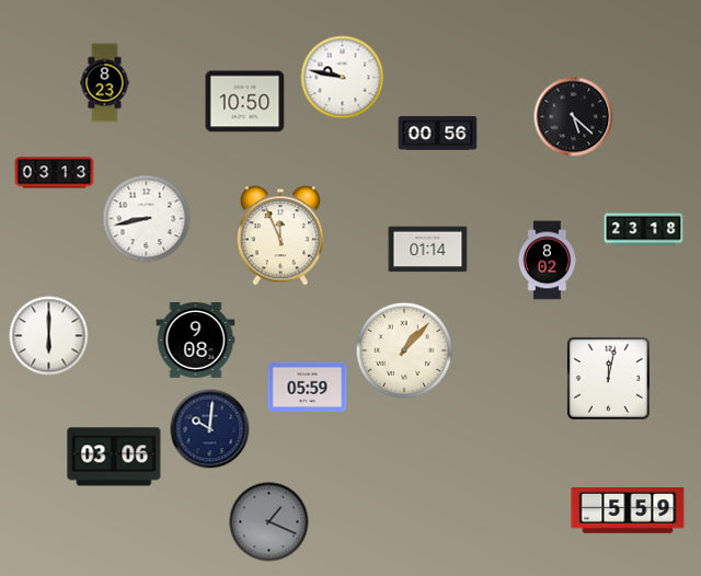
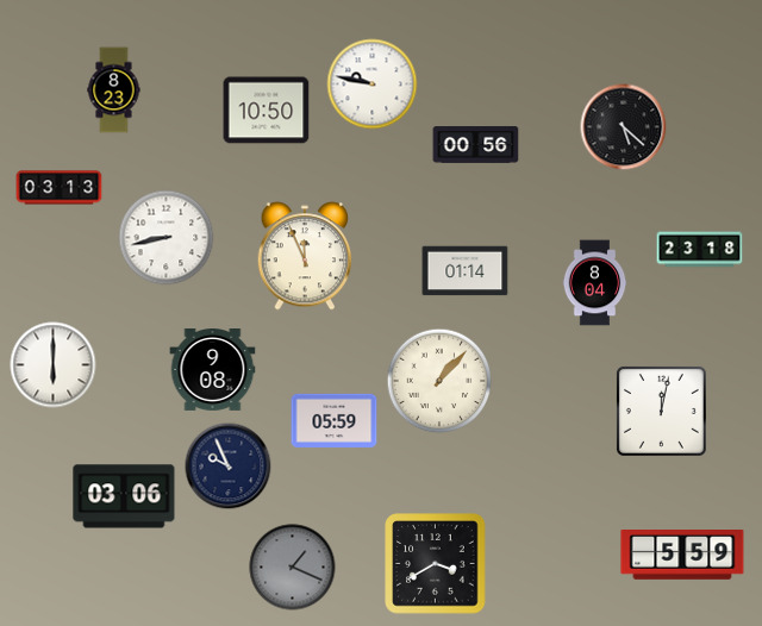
clock at (147, 219) position: (147, 219) -> (167, 238)
clock at (548, 261): 8:02 -> 8:04
clock at (210, 429): 10:01 -> 9:56
clock at (436, 564): none -> 3:40
